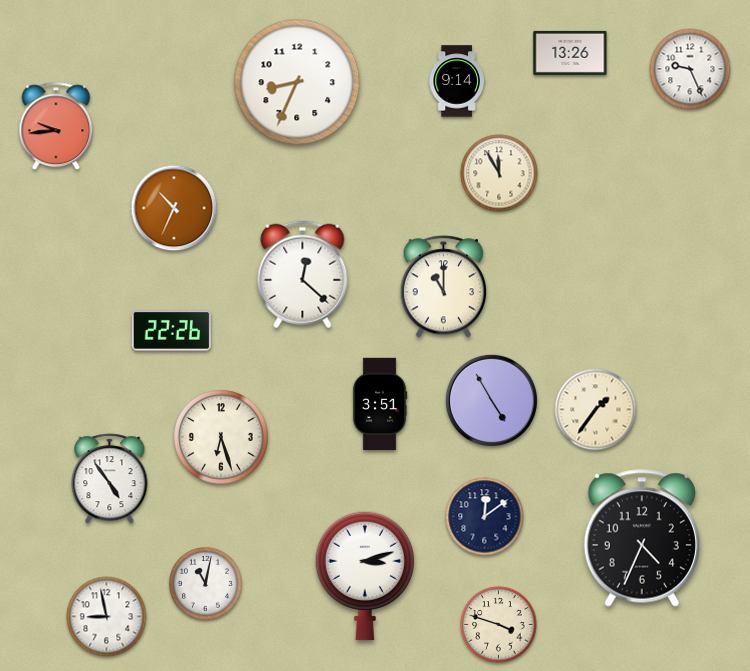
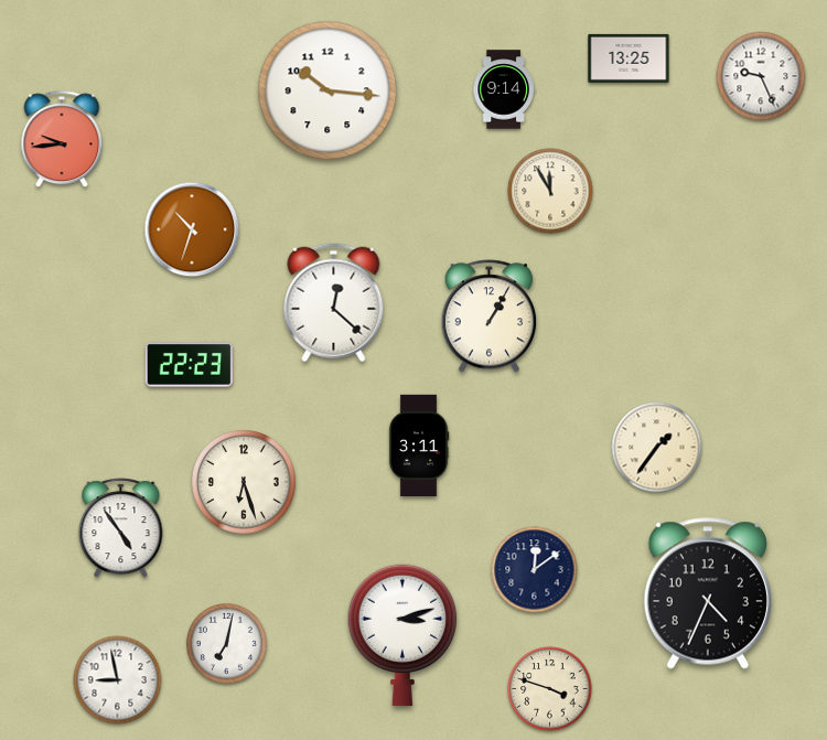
clock at (570, 53): 13:26 -> 13:25
clock at (297, 82): 8:34 -> 10:16
clock at (174, 208): 10:34 -> 10:33
clock at (444, 287): 11:00 -> 1:05
clock at (171, 331): 22:26 -> 22:23
clock at (491, 400): 4:55 -> none
clock at (380, 403): 3:51 -> 3:11
clock at (596, 410) position: (596, 410) -> (657, 448)
clock at (206, 584): 11:02 -> 7:02
